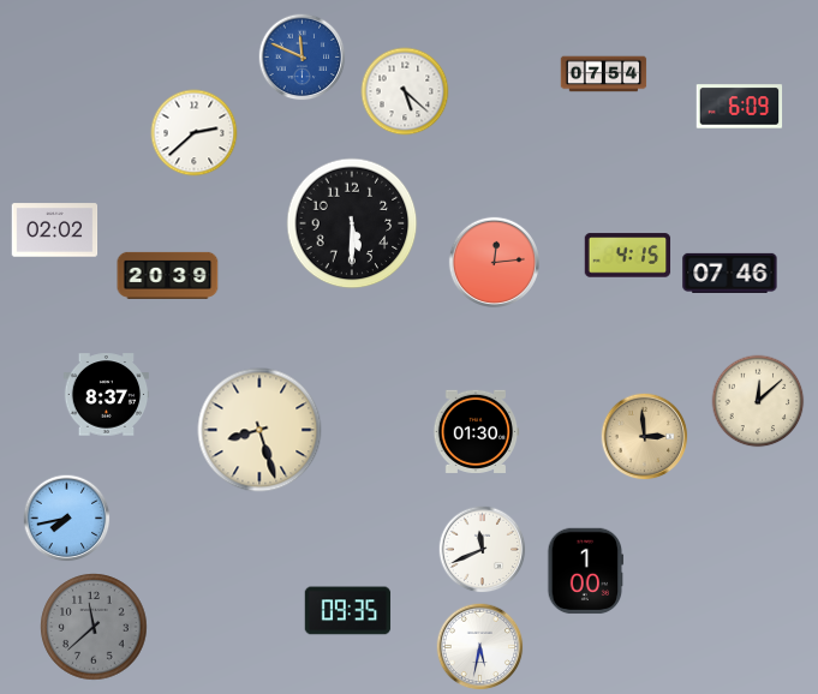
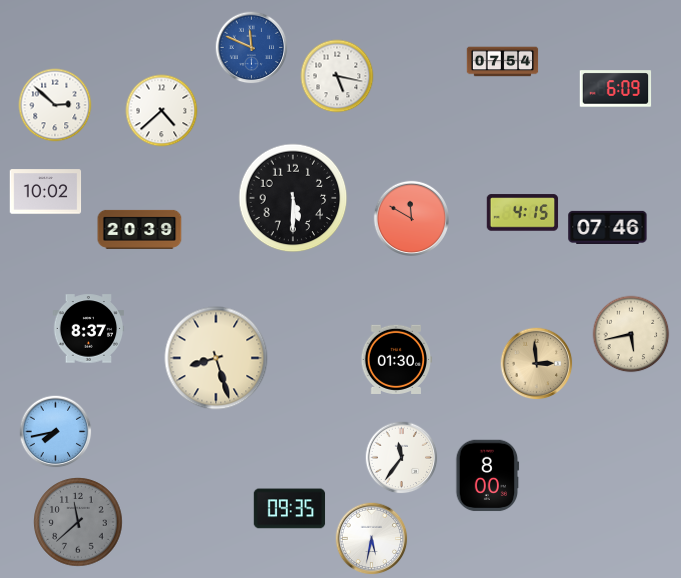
clock at (405, 91): 5:22 -> 5:17
clock at (55, 105): none -> 2:52
clock at (195, 133): 2:38 -> 4:38
clock at (352, 223) position: (352, 223) -> (293, 198)
clock at (55, 231): 02:02 -> 10:02
clock at (494, 262): 12:14 -> 11:50
clock at (758, 401): 12:08 -> 5:43
clock at (483, 550): 11:41 -> 11:36
clock at (586, 572): 1:00 -> 8:00
clock at (480, 647) position: (480, 647) -> (372, 539)
